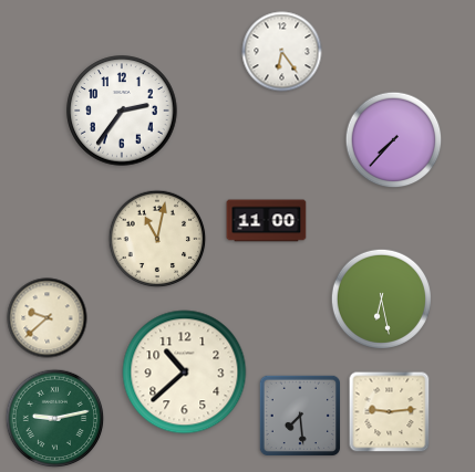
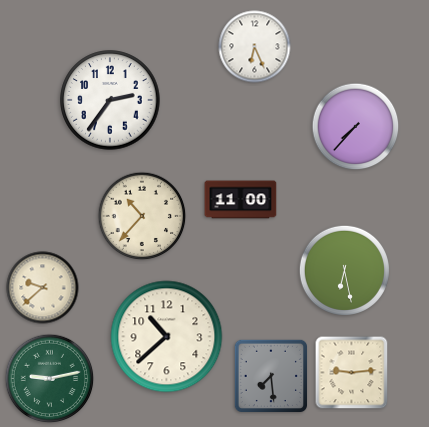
clock at (282, 52): 6:24 -> 6:26
clock at (157, 239): 11:02 -> 10:37
